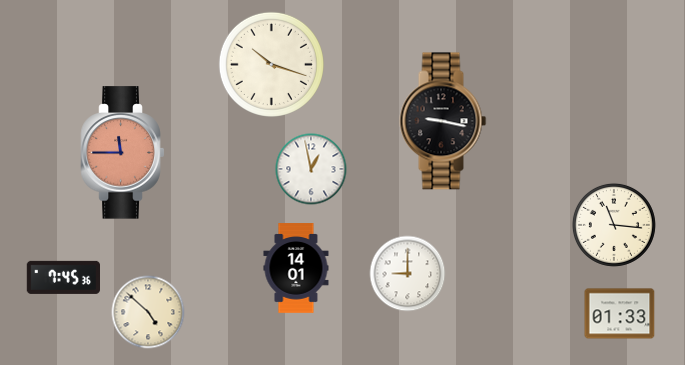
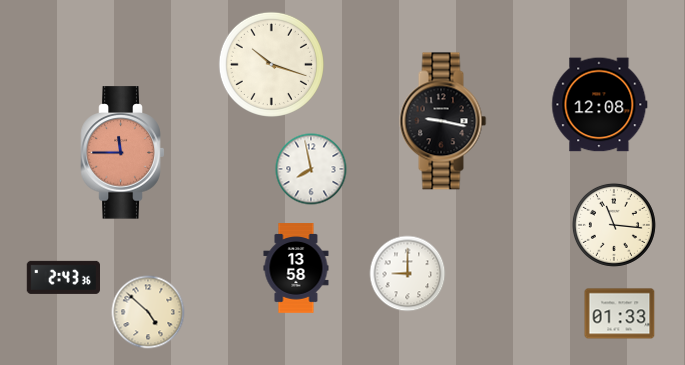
clock at (600, 105): none -> 12:08
clock at (311, 169): 12:58 -> 7:58
clock at (296, 268): 14:01 -> 13:58
clock at (63, 277): 7:45 -> 2:43
